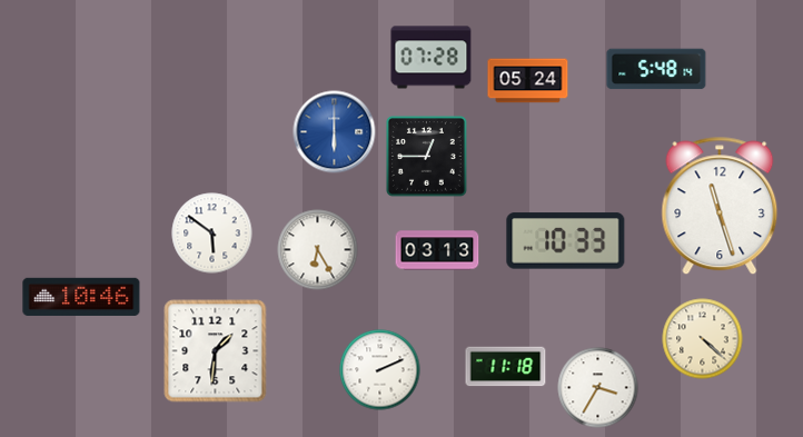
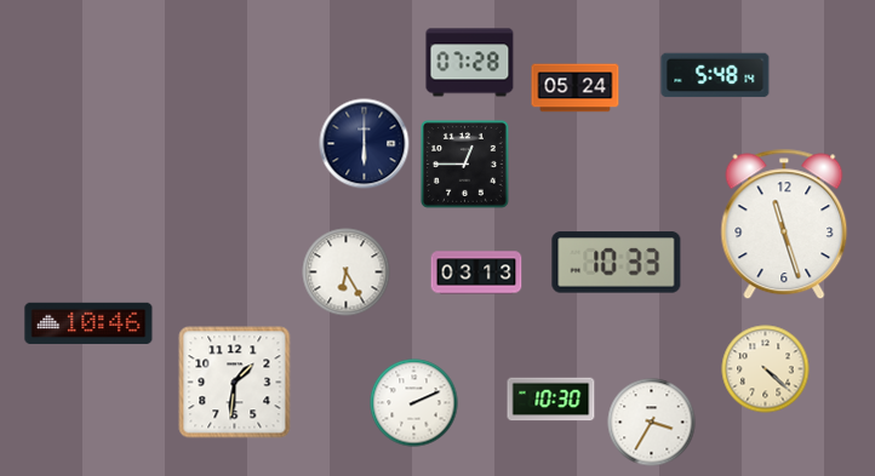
clock at (335, 132) dial: blue -> navy
clock at (426, 156) position: (426, 156) -> (464, 164)
clock at (212, 234): 5:51 -> none
clock at (506, 367): 11:18 -> 10:30
